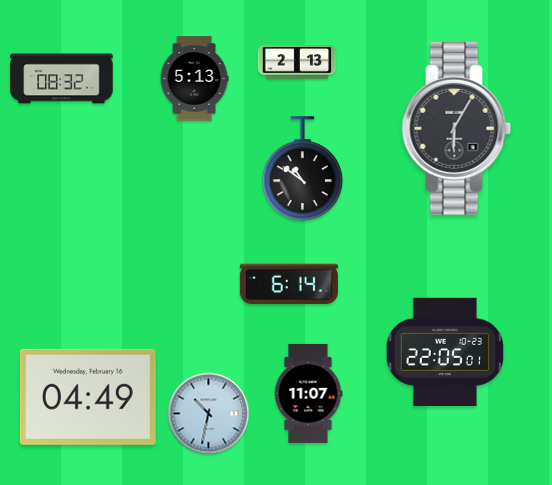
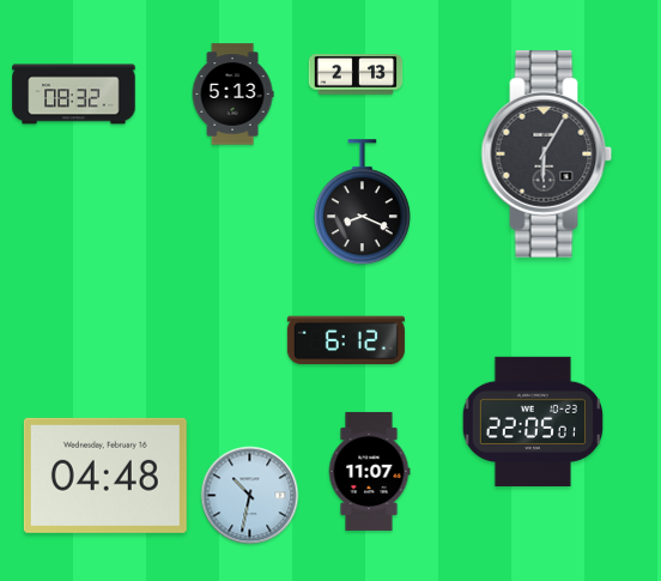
clock at (302, 169): 10:51 -> 8:19
clock at (289, 284): 6:14 -> 6:12
clock at (88, 397): 04:49 -> 04:48
